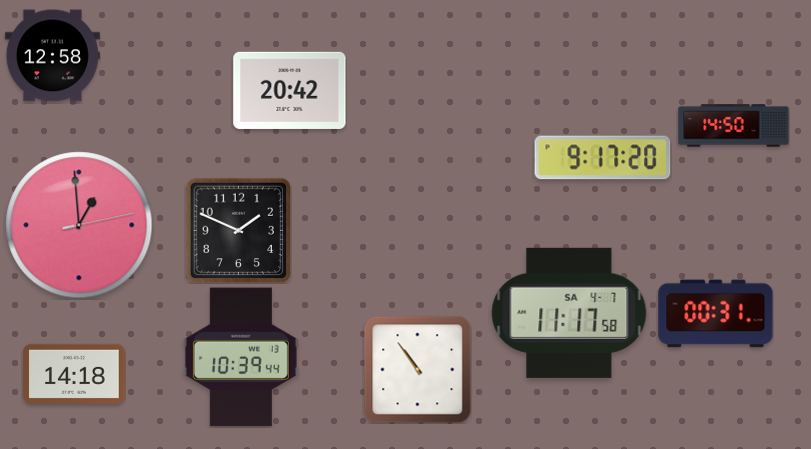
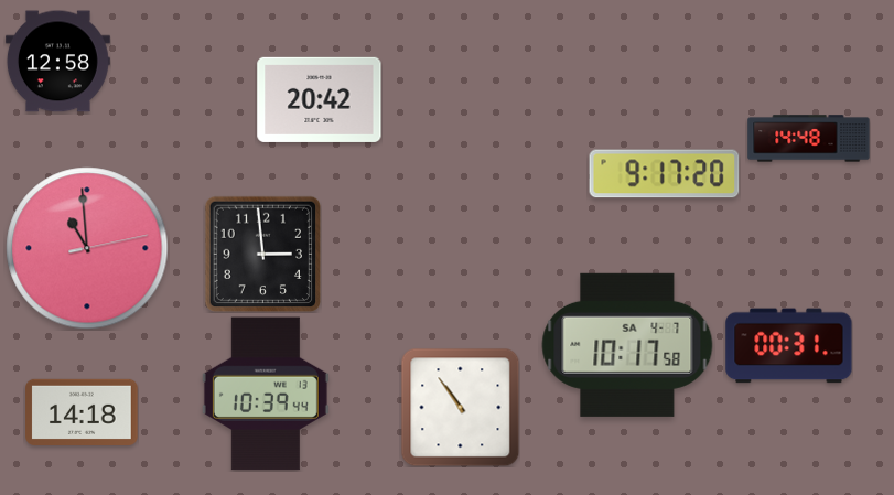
clock at (734, 126): 14:50 -> 14:48
clock at (79, 225): 12:59 -> 10:59
clock at (238, 230): 1:49 -> 2:59
clock at (569, 313): 11:17 -> 10:17
